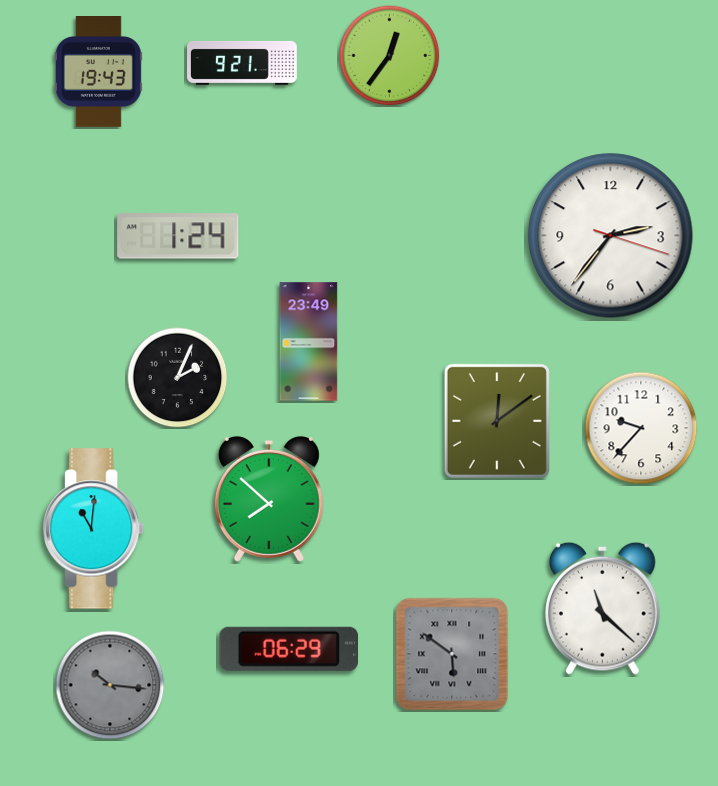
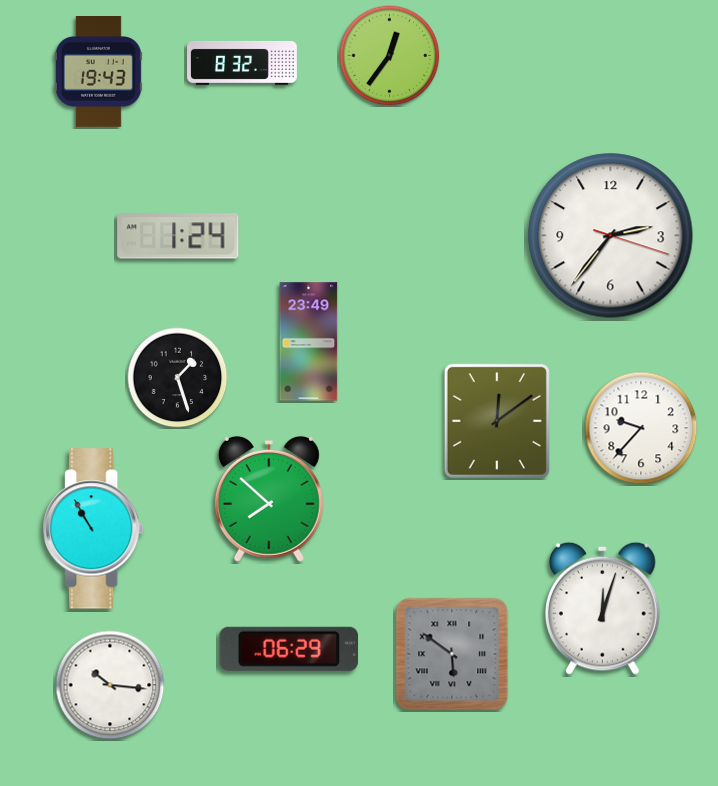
clock at (243, 63): 9:21 -> 8:32
clock at (178, 378): 2:04 -> 1:27
clock at (94, 529): 11:01 -> 10:55
clock at (602, 608): 11:22 -> 12:03
clock at (110, 685) dial: grey -> white
